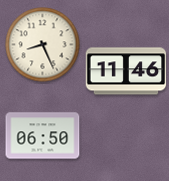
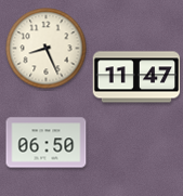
clock at (126, 71): 11:46 -> 11:47
clock at (43, 136) position: (43, 136) -> (47, 143)
